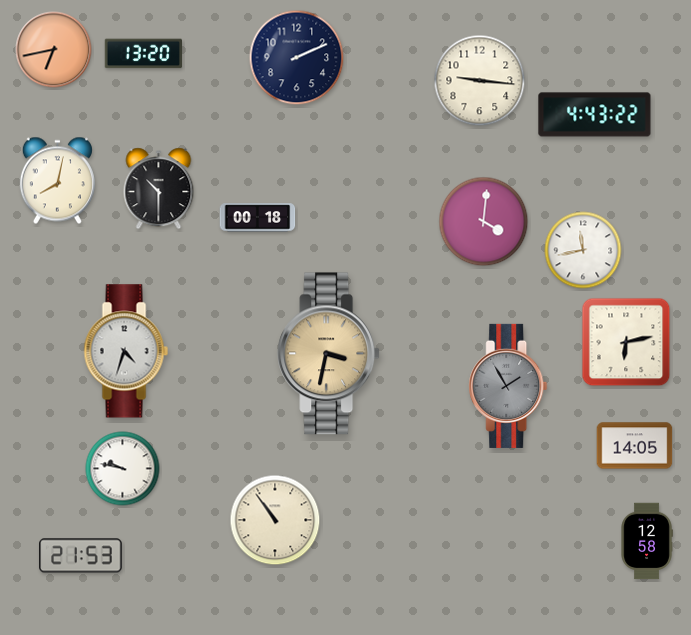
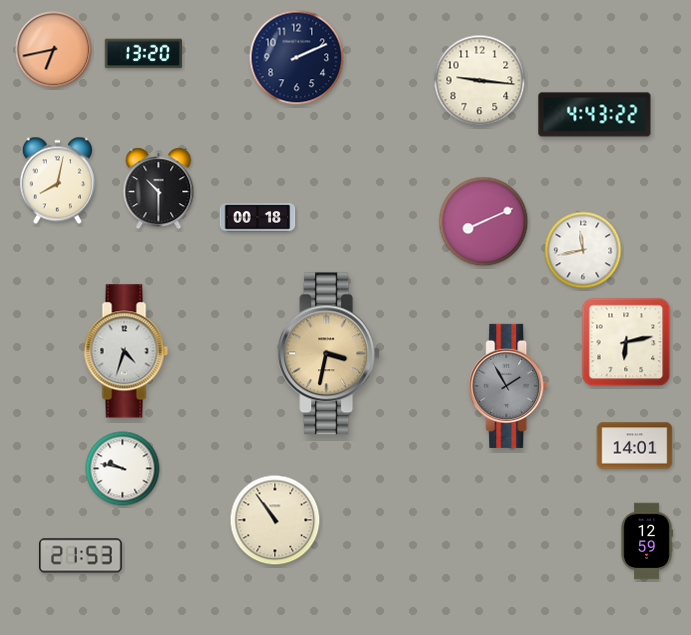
clock at (484, 222): 4:01 -> 8:11
clock at (635, 446): 14:05 -> 14:01
clock at (647, 541): 12:58 -> 12:59
